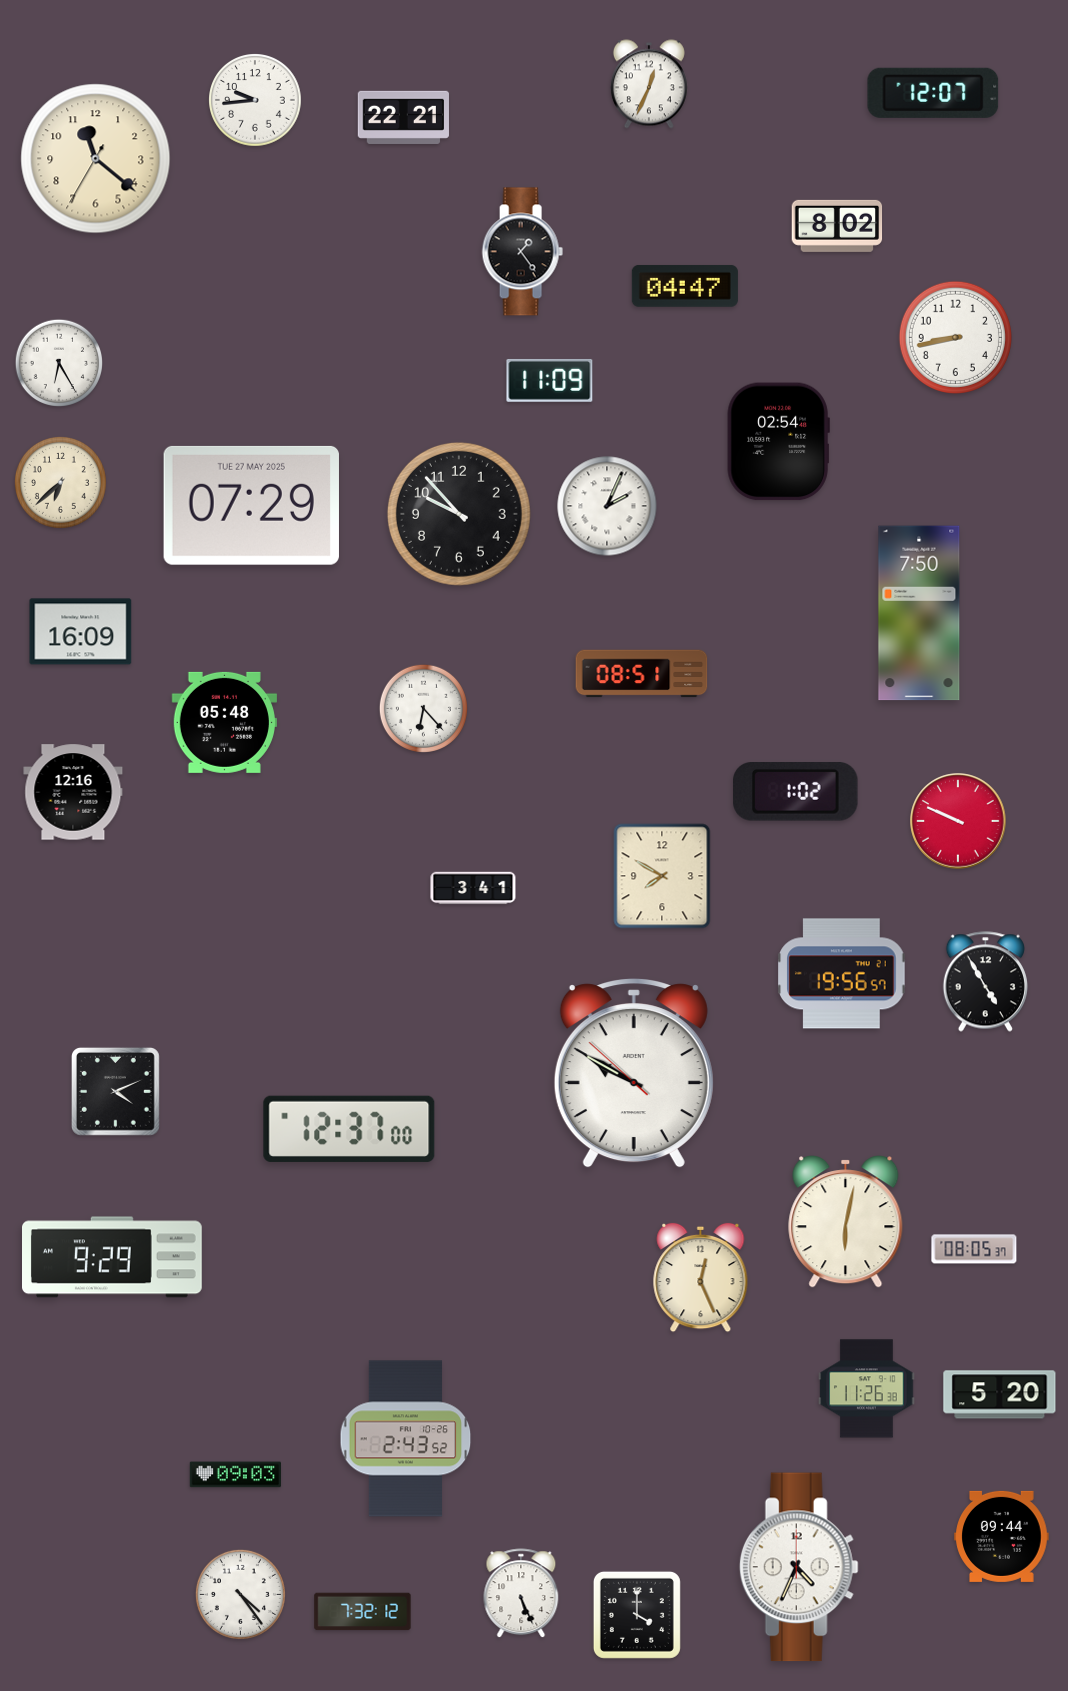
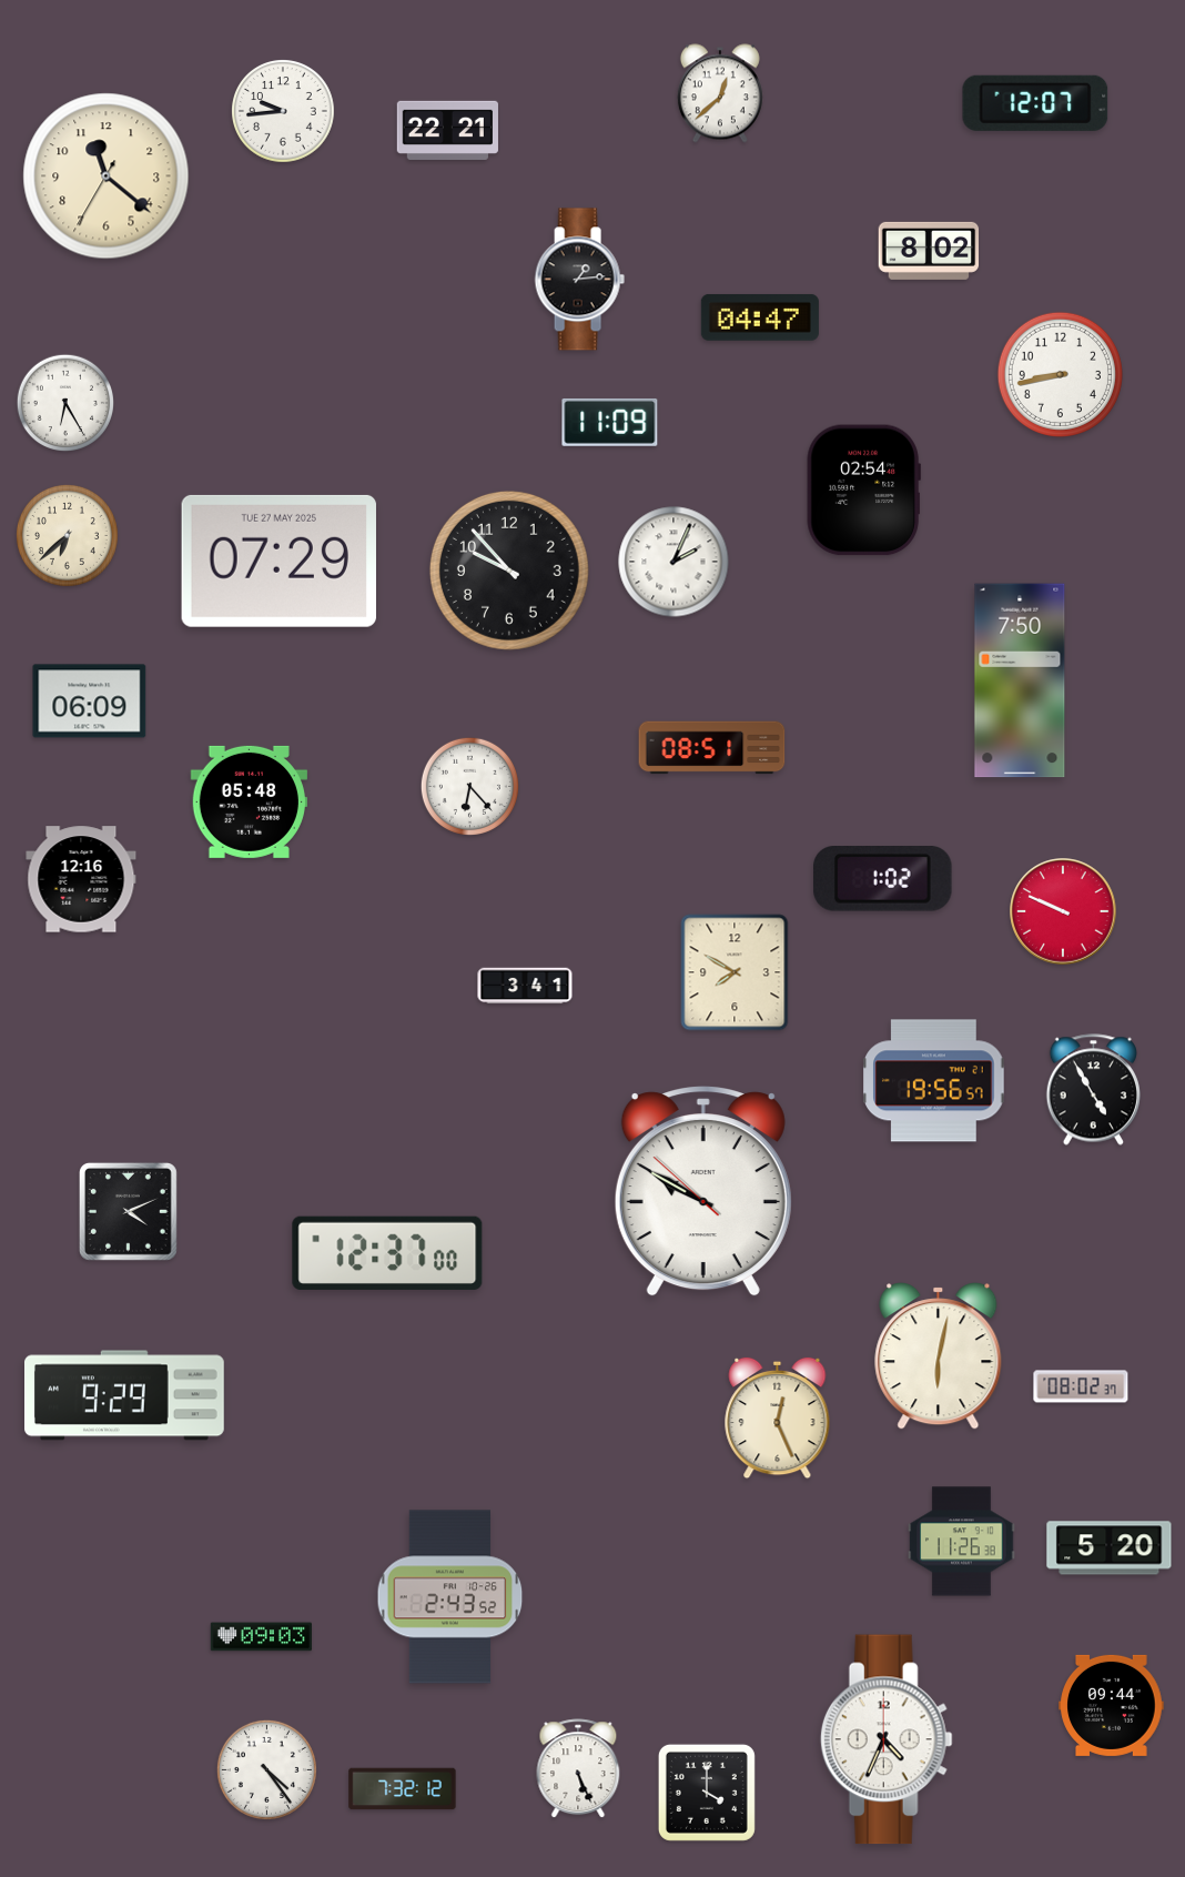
clock at (649, 84): 12:34 -> 12:38
clock at (522, 252): 1:24 -> 1:14
clock at (81, 632): 16:09 -> 06:09
clock at (974, 1249): 08:05 -> 08:02
